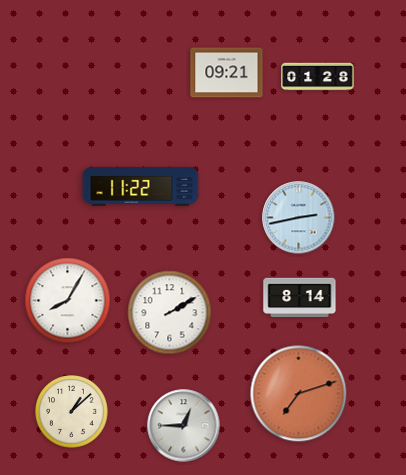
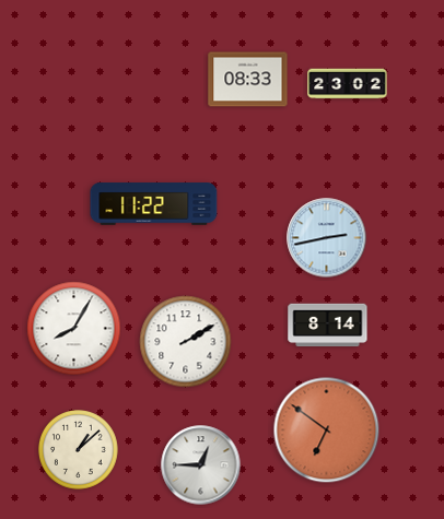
clock at (227, 73): 09:21 -> 08:33
clock at (318, 77): 01:28 -> 23:02
clock at (299, 394): 7:12 -> 6:51
